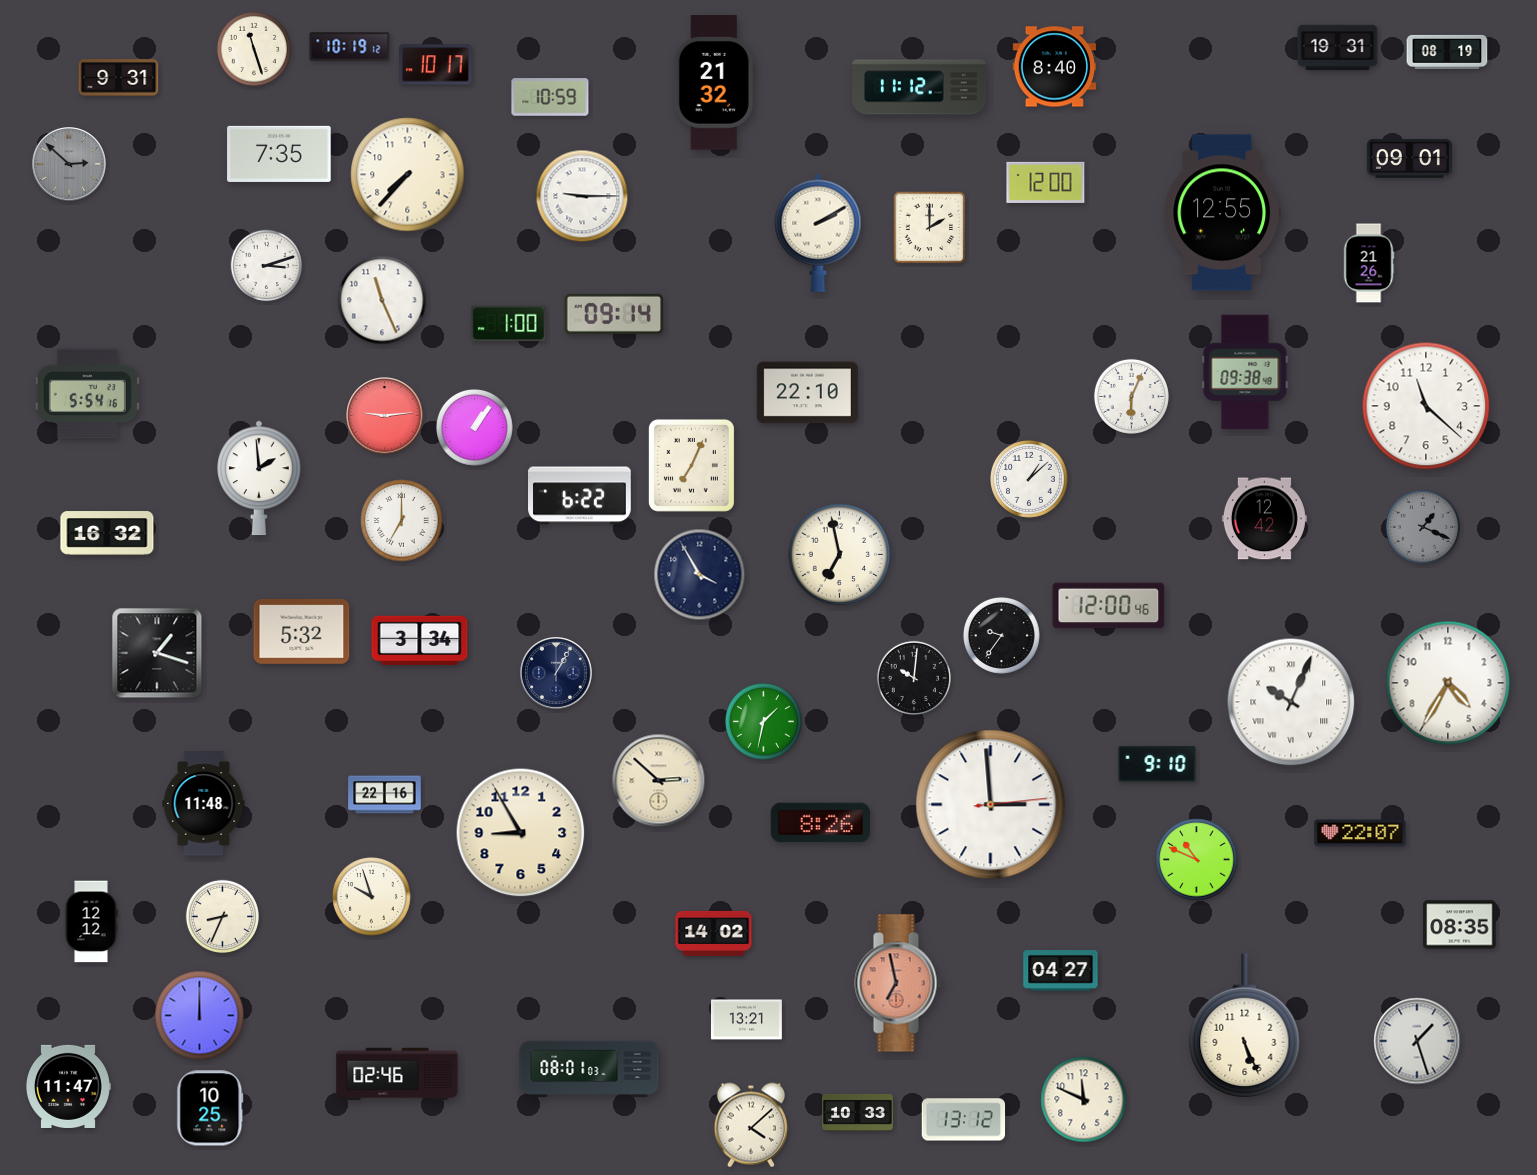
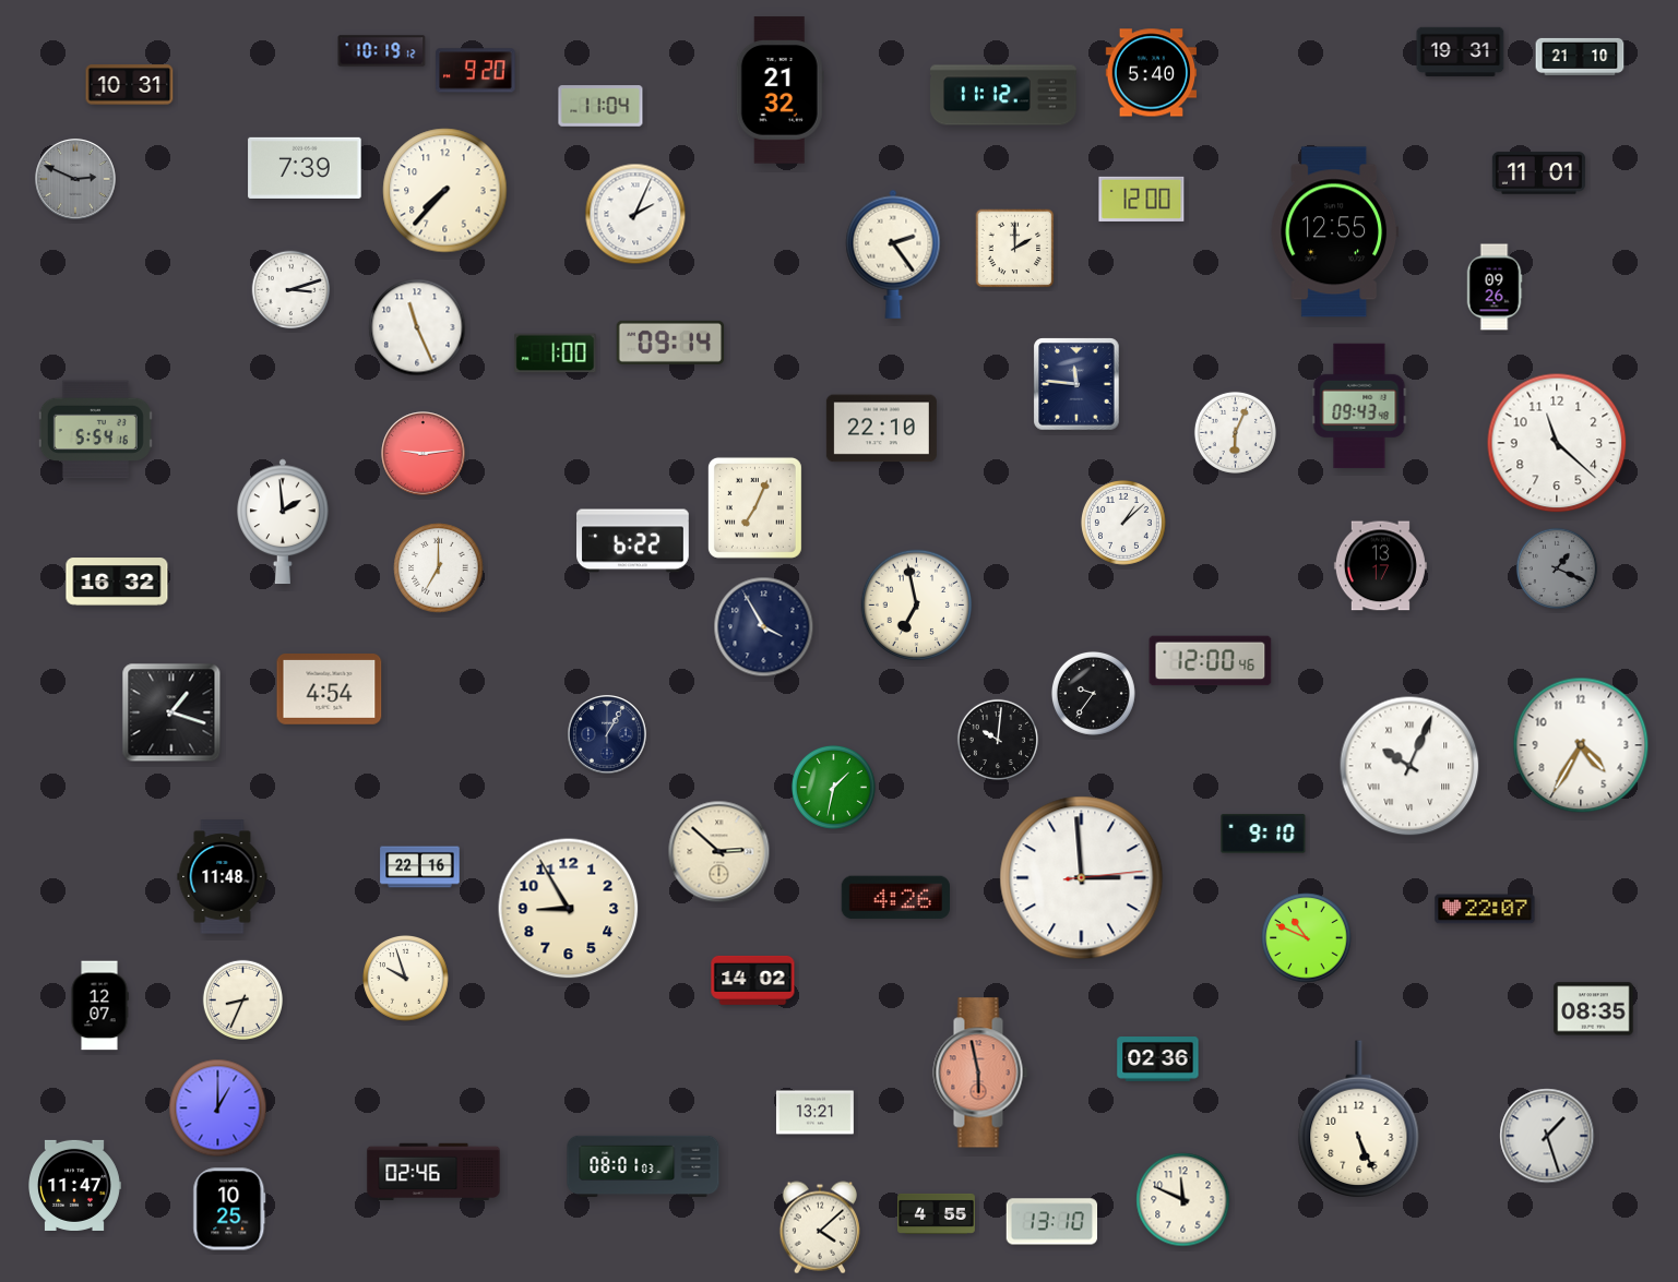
clock at (254, 49): 11:27 -> none
clock at (1447, 52): 08:19 -> 21:10
clock at (436, 65): 10:17 -> 9:20
clock at (1055, 67): 8:40 -> 5:40
clock at (119, 78): 9:31 -> 10:31
clock at (550, 97): 10:59 -> 11:04
clock at (279, 154): 7:35 -> 7:39
clock at (1409, 159): 09:01 -> 11:01
clock at (69, 164): 2:52 -> 2:49
clock at (582, 196): 9:15 -> 2:04
clock at (818, 233): 2:10 -> 2:24
clock at (1369, 263): 21:26 -> 09:26
clock at (1076, 384): none -> 11:46
clock at (1245, 372): 09:38 -> 09:43
clock at (385, 416) position: (385, 416) -> (424, 454)
clock at (474, 427): 1:06 -> none
clock at (1264, 519): 12:42 -> 13:17
clock at (1423, 527) position: (1423, 527) -> (1557, 568)
clock at (302, 632): 5:32 -> 4:54
clock at (420, 640): 3:34 -> none
clock at (820, 823): 8:26 -> 4:26
clock at (91, 922): 12:12 -> 12:07
clock at (714, 933) position: (714, 933) -> (753, 980)
clock at (1061, 971): 04:27 -> 02:36
clock at (898, 983): 6:58 -> 5:58
clock at (200, 1016): 12:00 -> 1:00
clock at (858, 1112): 10:33 -> 4:55
clock at (964, 1120): 13:12 -> 13:10
